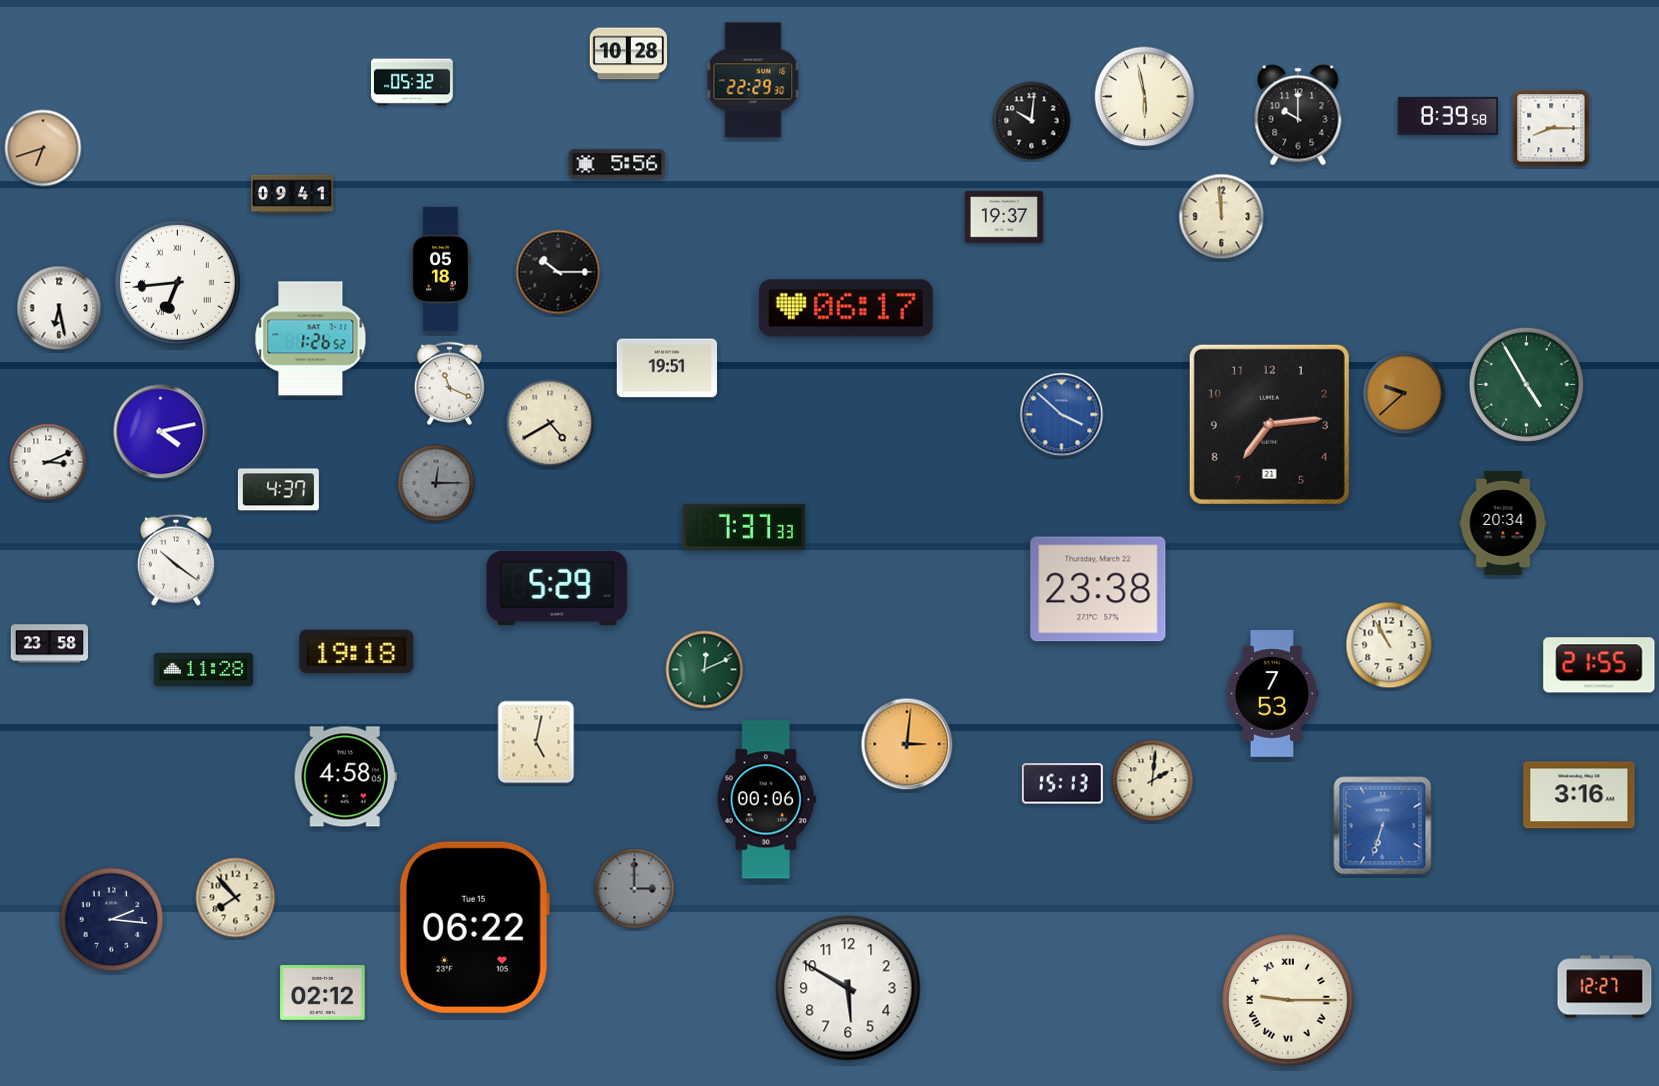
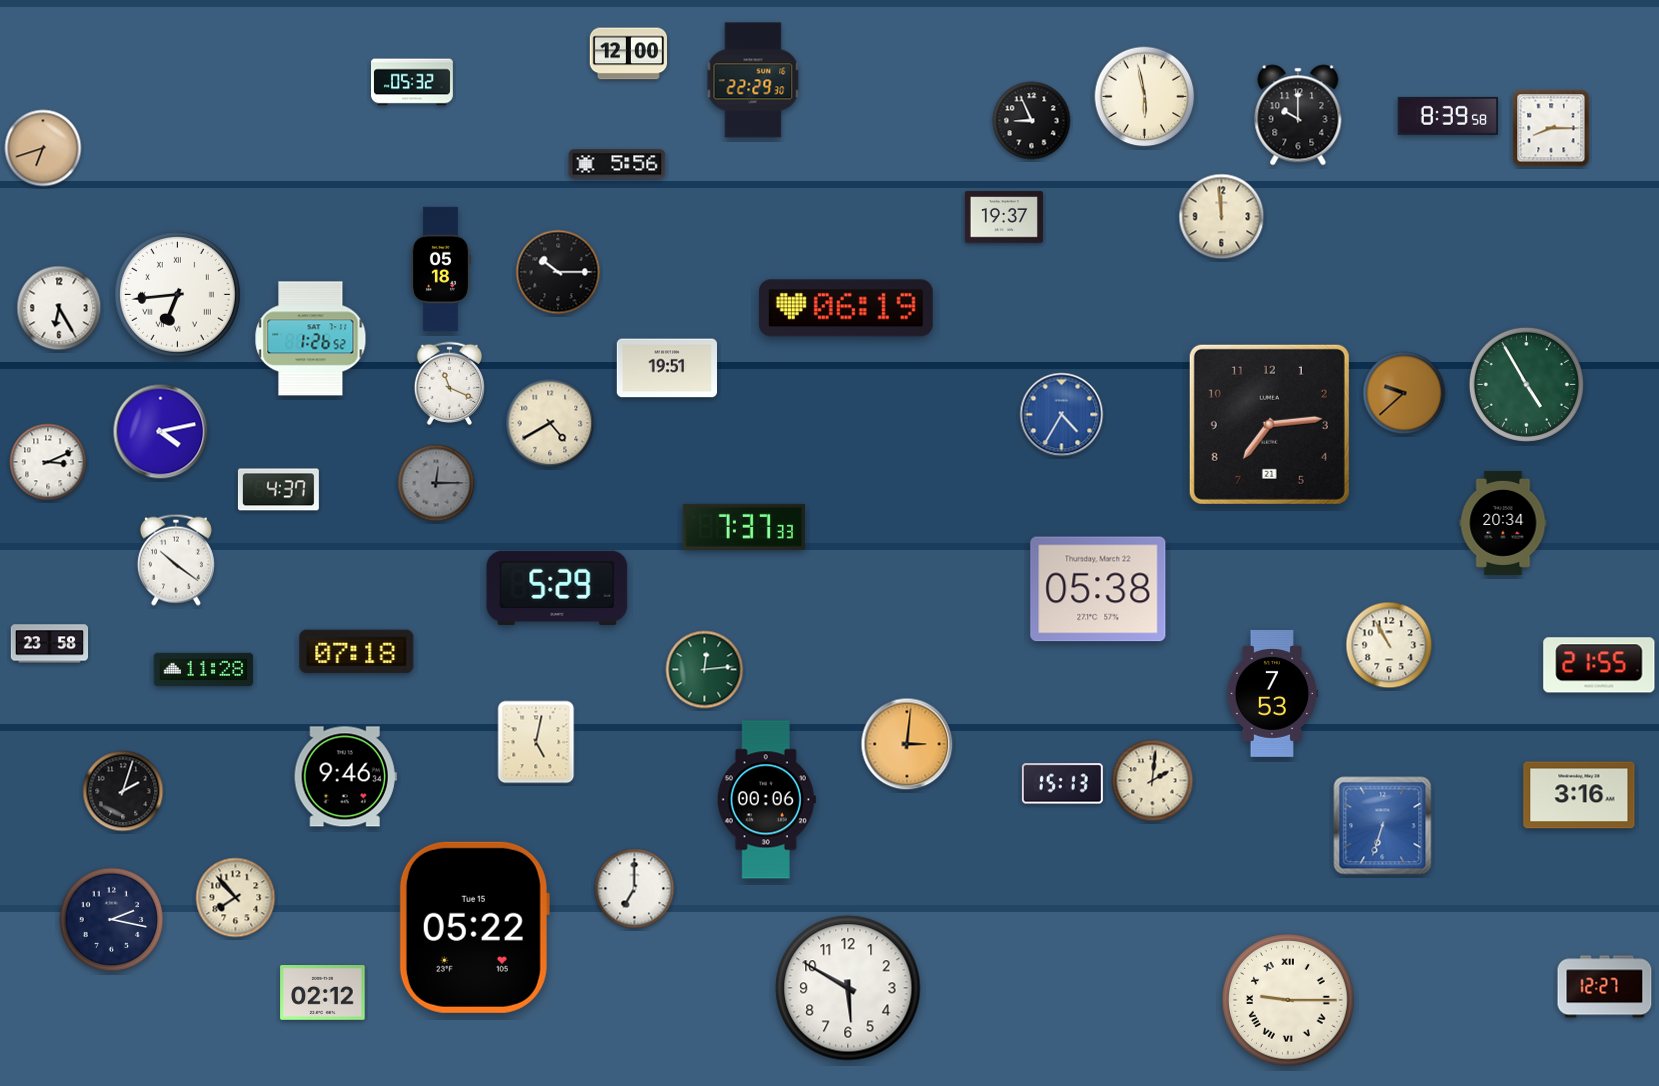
clock at (629, 54): 10:28 -> 12:00
clock at (1032, 121): 10:01 -> 8:56
clock at (293, 194): 09:41 -> none
clock at (177, 282) position: (177, 282) -> (177, 294)
clock at (59, 308): 6:28 -> 6:25
clock at (846, 308): 06:17 -> 06:19
clock at (1062, 415): 3:52 -> 4:35
clock at (1098, 589): 23:38 -> 05:38
clock at (357, 652): 19:18 -> 07:18
clock at (705, 670): 12:11 -> 12:14
clock at (345, 777): 4:58 -> 9:46
clock at (123, 791): none -> 2:03
clock at (635, 889): 3:00 -> 7:00
clock at (635, 889) dial: grey -> white
clock at (112, 920): 2:16 -> 2:17
clock at (474, 927): 06:22 -> 05:22
